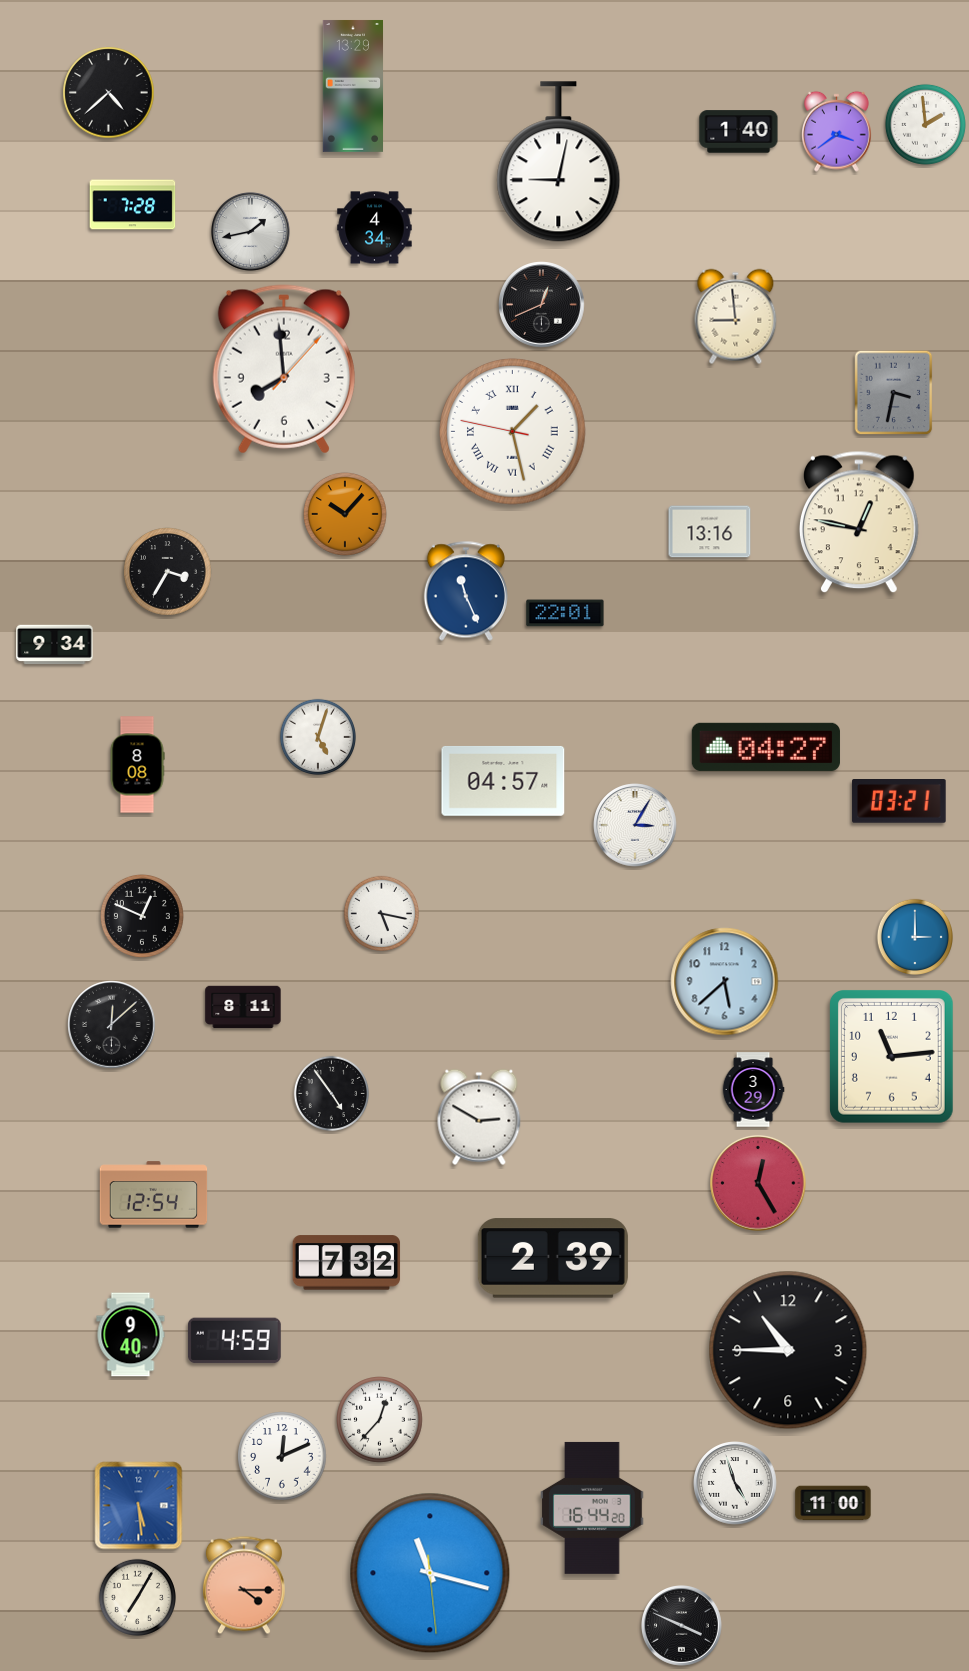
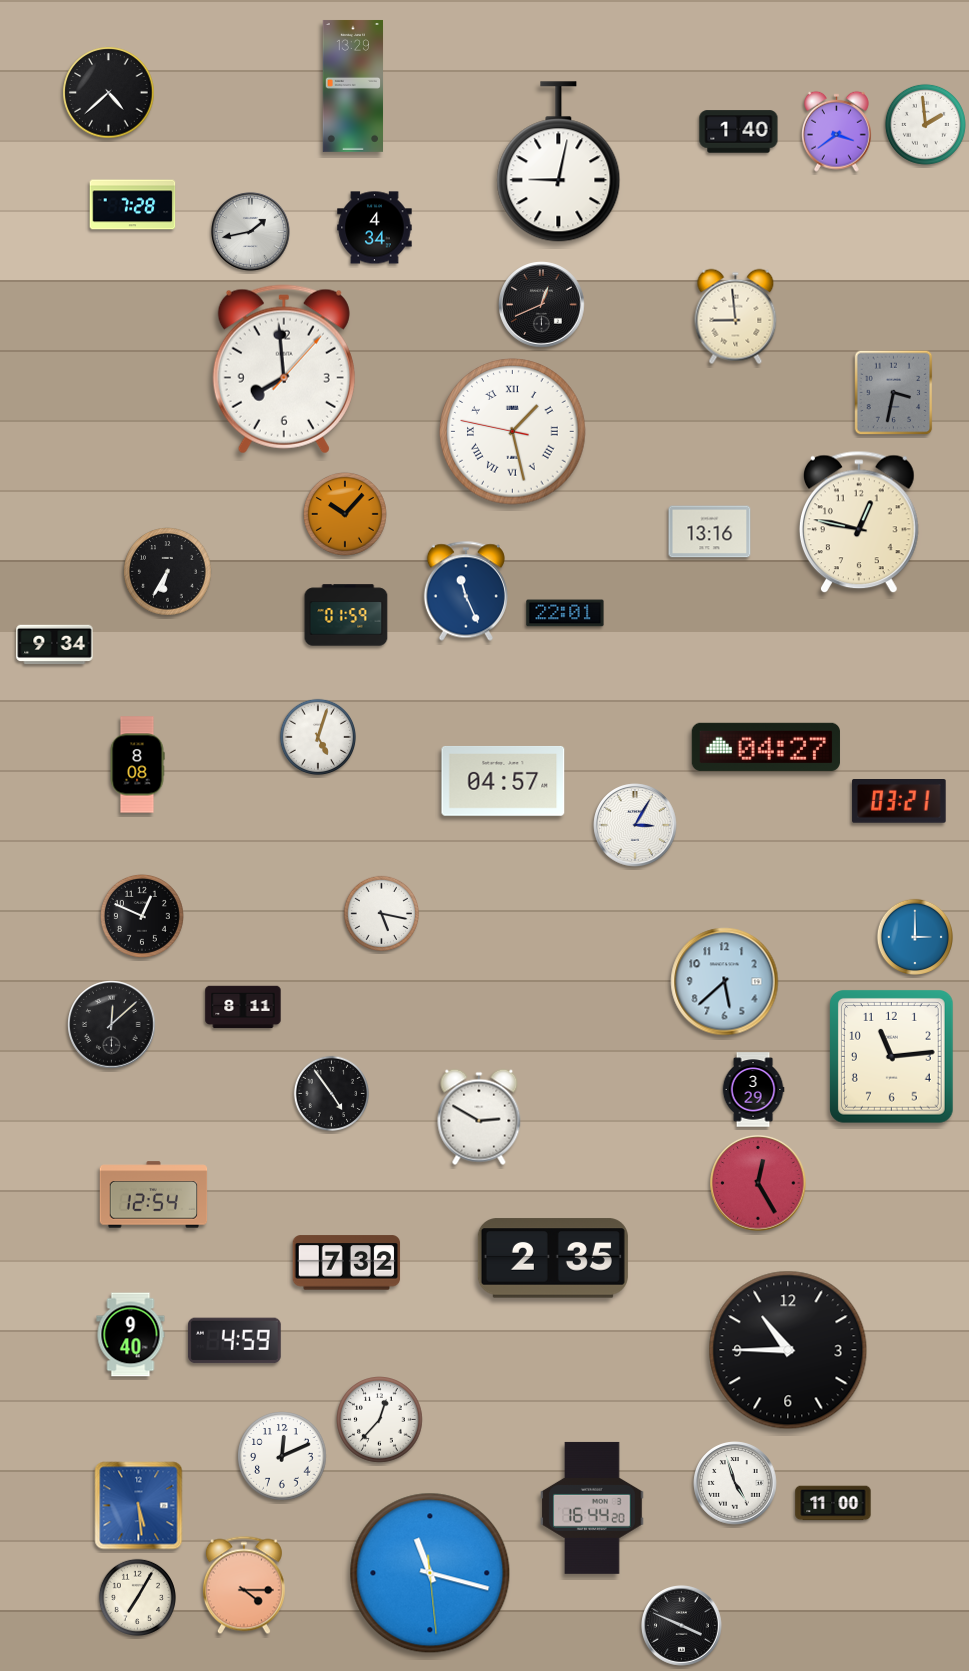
clock at (168, 572): 3:35 -> 6:35
clock at (346, 615): none -> 01:59
clock at (553, 1258): 2:39 -> 2:35
